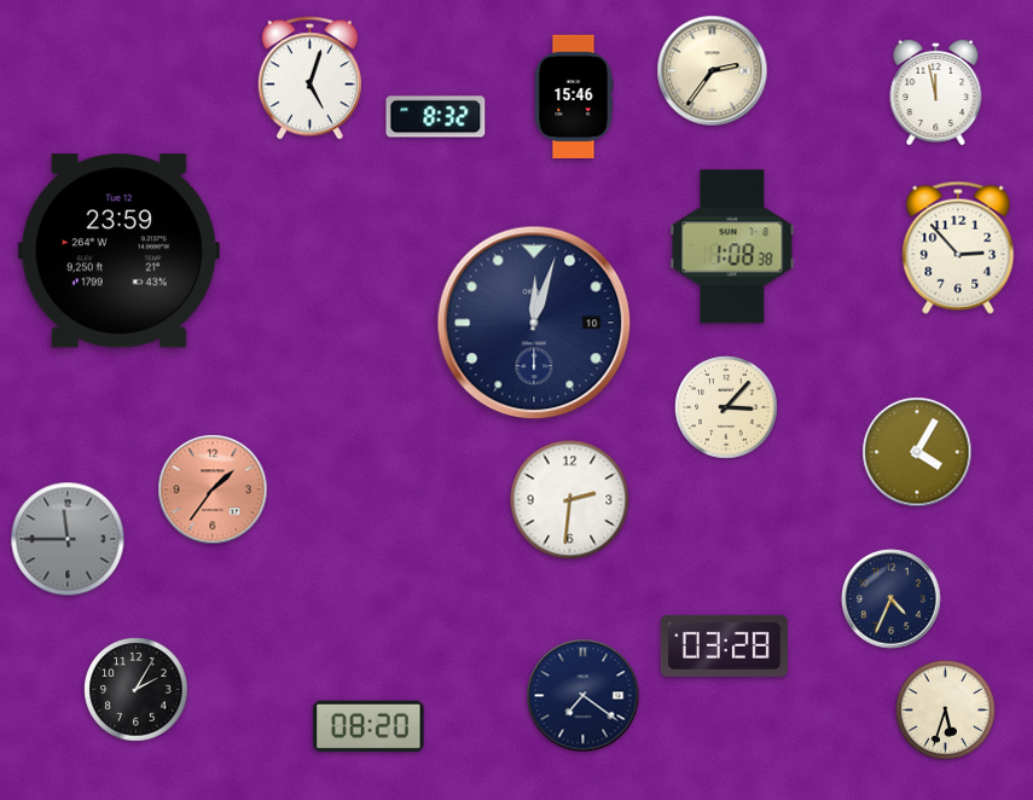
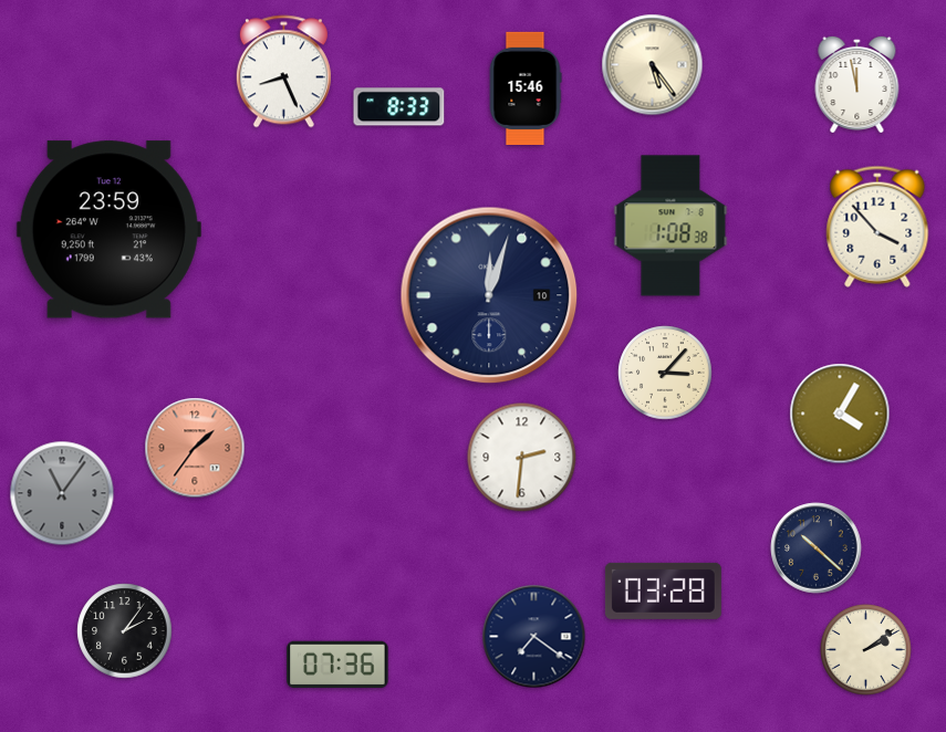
clock at (713, 71): 2:36 -> 5:24
clock at (309, 79): 5:03 -> 8:26
clock at (436, 117): 8:32 -> 8:33
clock at (958, 248): 2:53 -> 3:53
clock at (68, 539): 11:45 -> 11:06
clock at (892, 599): 4:34 -> 10:22
clock at (137, 690): 2:05 -> 2:06
clock at (946, 711): 5:33 -> 2:09
clock at (368, 726): 08:20 -> 07:36
